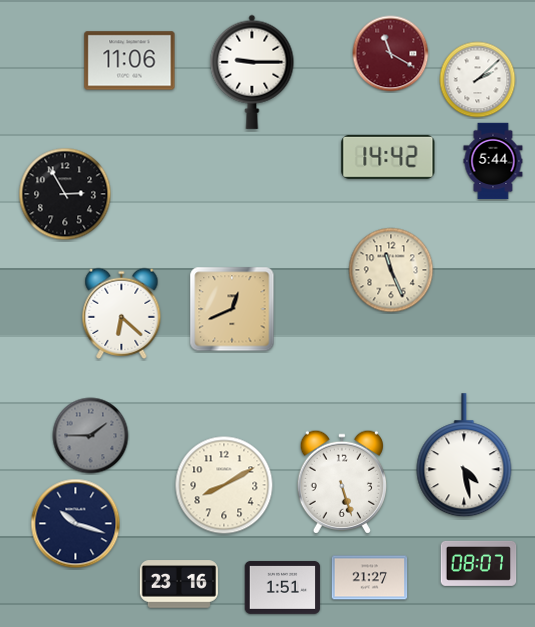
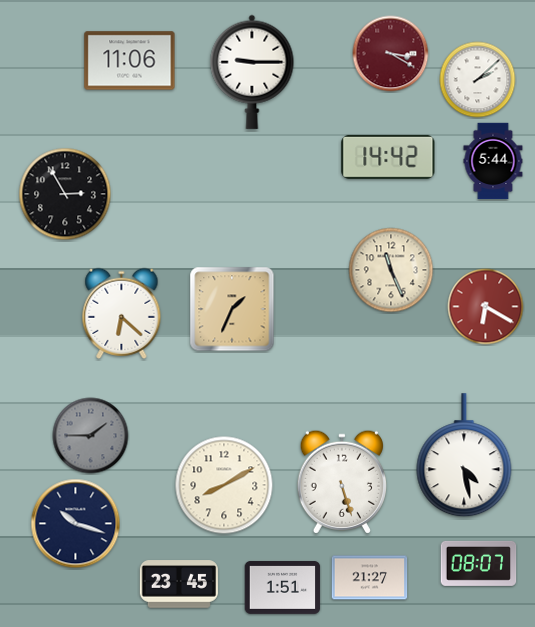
clock at (391, 54): 11:20 -> 3:20
clock at (486, 307): none -> 6:20
clock at (232, 309): 12:41 -> 1:34
clock at (179, 584): 23:16 -> 23:45
